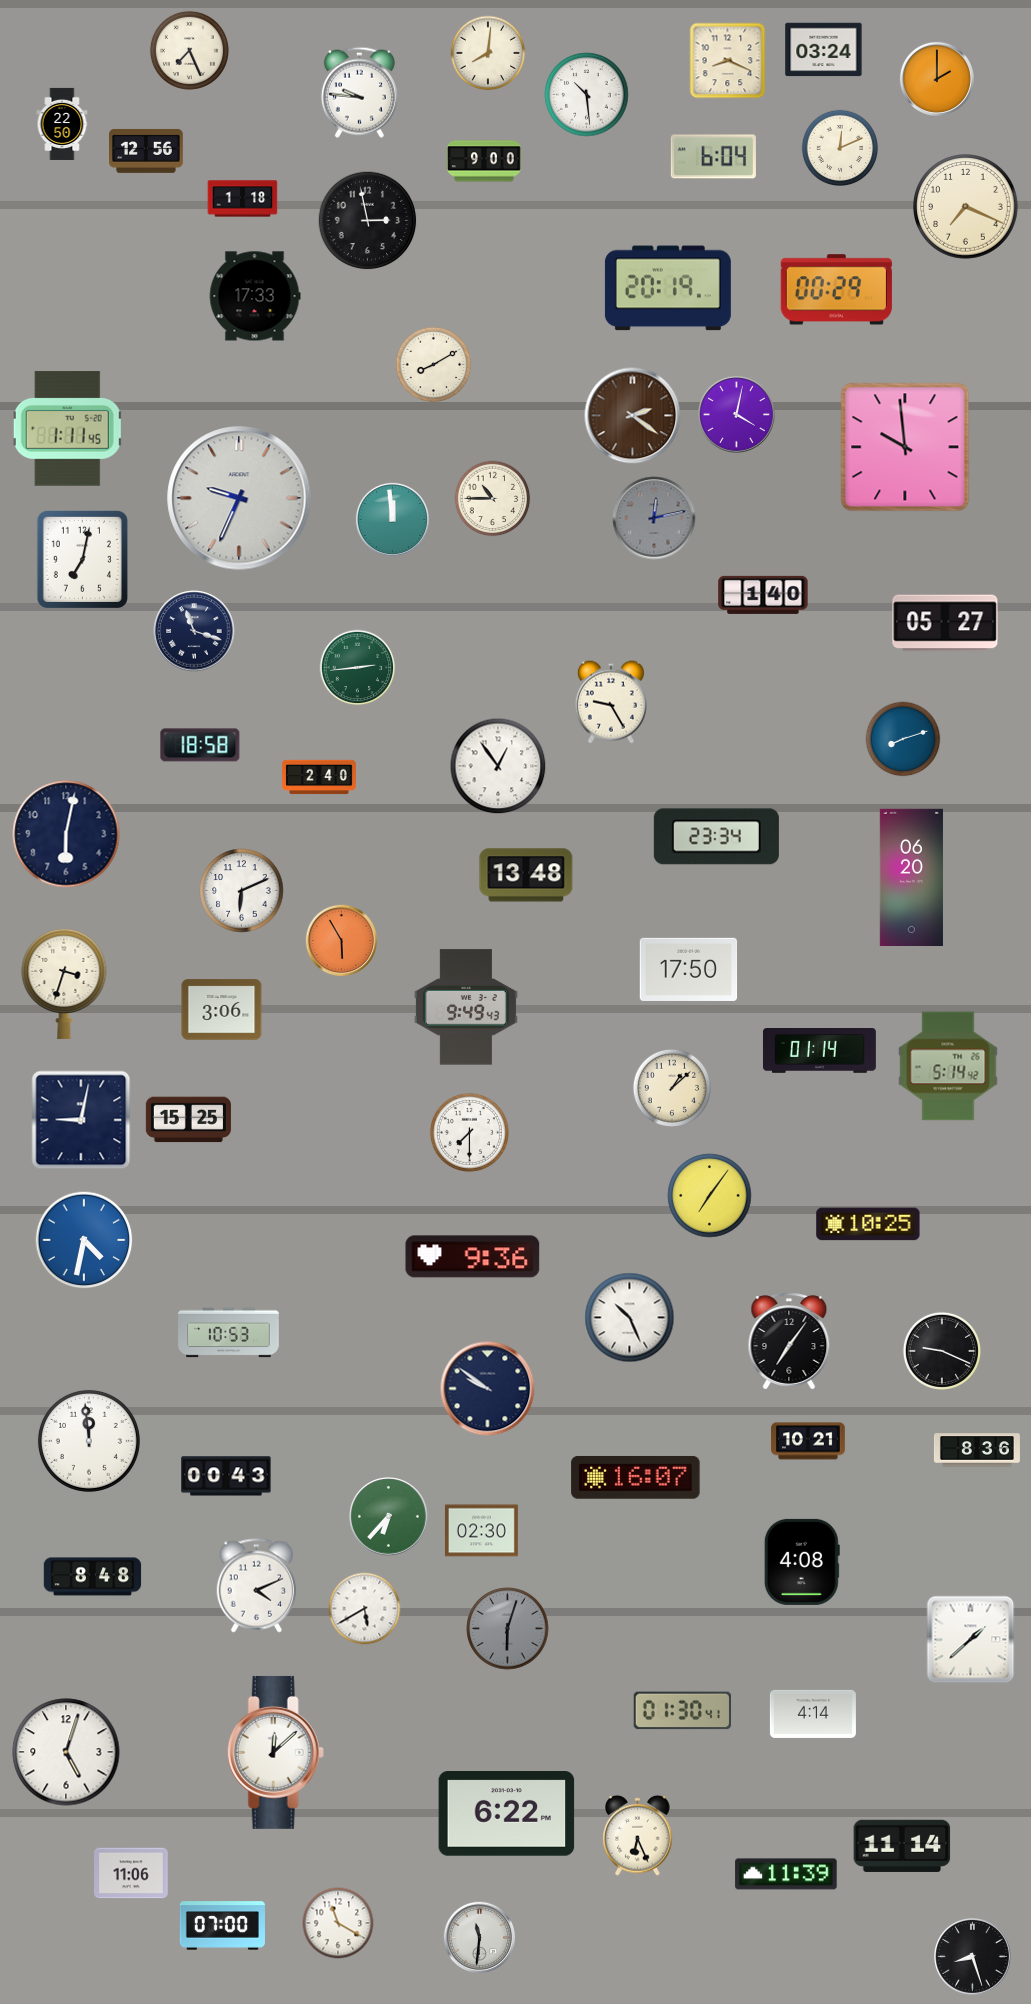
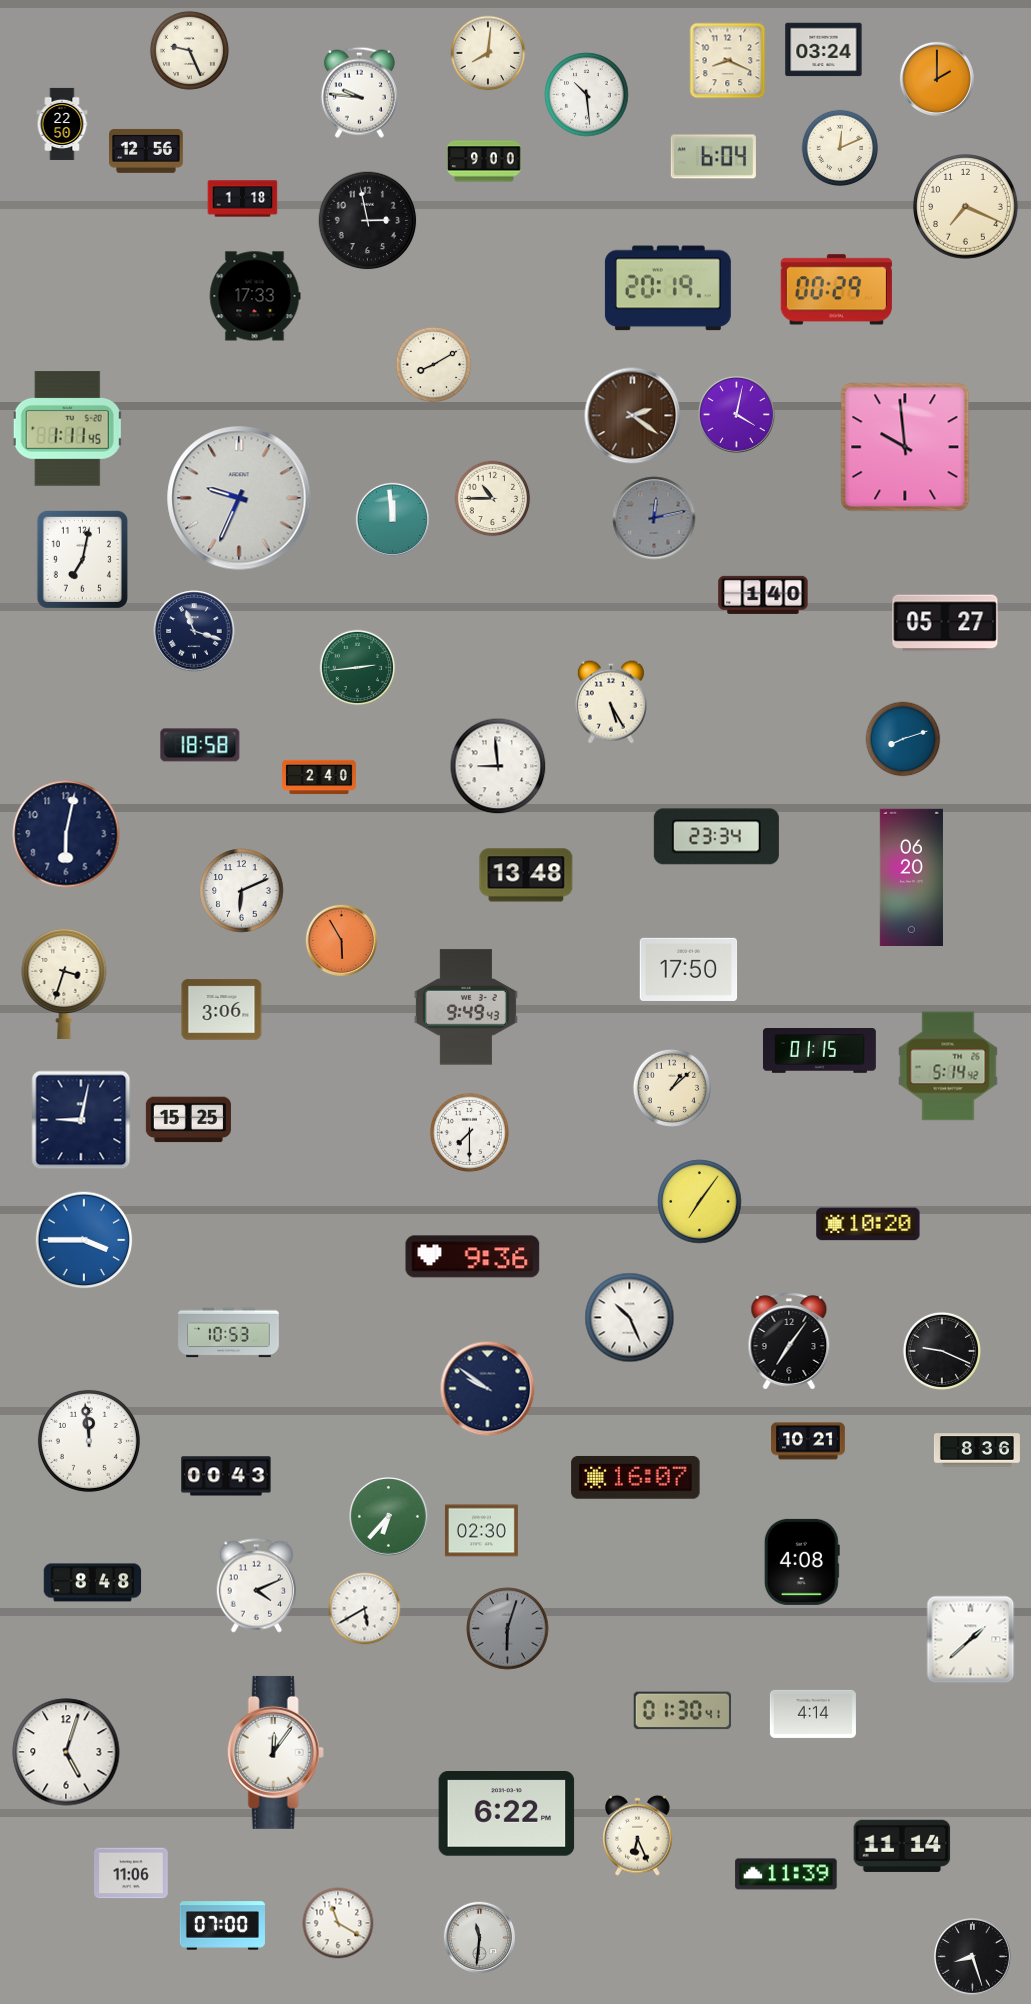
clock at (189, 50): 7:26 -> 9:26
clock at (611, 702): 9:25 -> 5:25
clock at (498, 766): 12:54 -> 8:59
clock at (819, 1051): 01:14 -> 01:15
clock at (710, 1196) position: (710, 1196) -> (700, 1202)
clock at (868, 1224): 10:25 -> 10:20
clock at (84, 1240): 4:32 -> 3:45
clock at (93, 1577) position: (93, 1577) -> (93, 1583)
clock at (275, 1752): 12:08 -> 12:06
